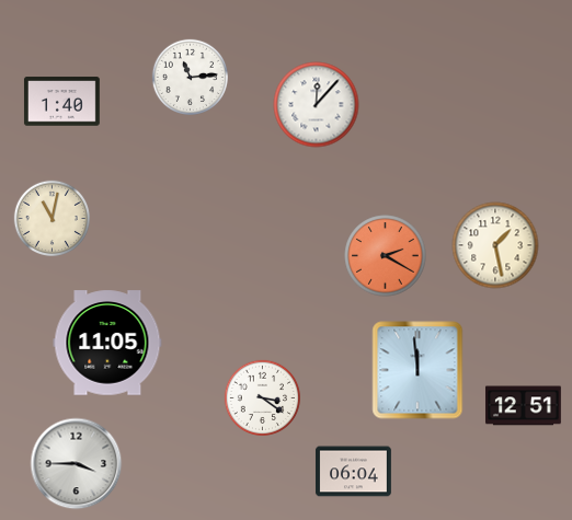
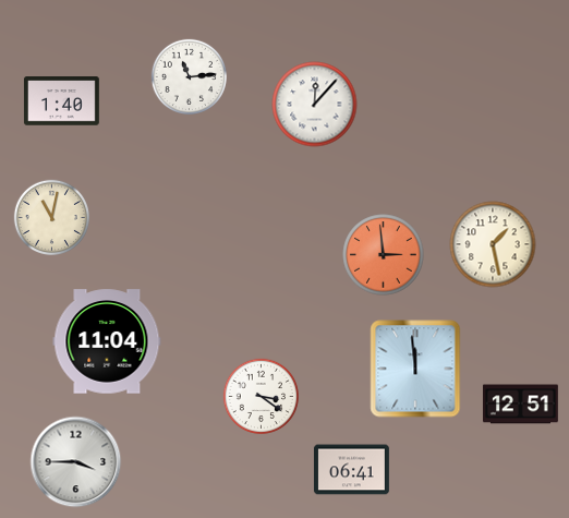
clock at (386, 256): 2:20 -> 2:59
clock at (107, 343): 11:05 -> 11:04
clock at (354, 472): 06:04 -> 06:41
